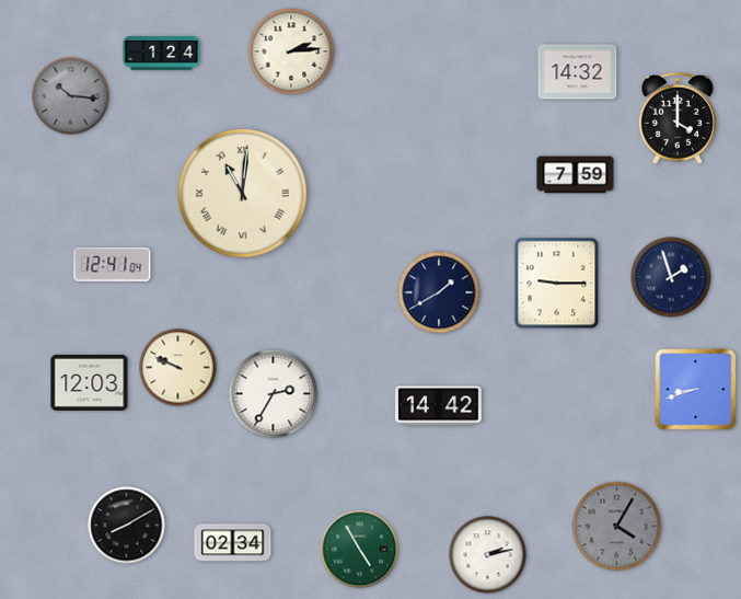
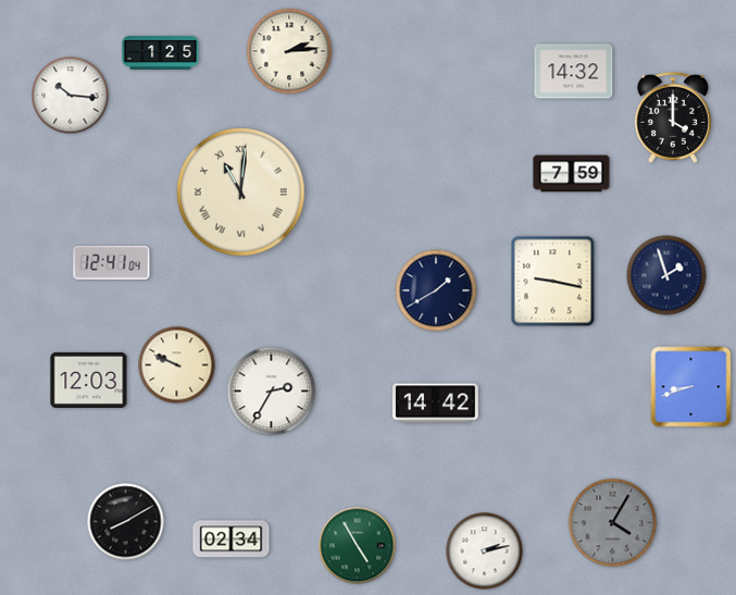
clock at (162, 54): 1:24 -> 1:25
clock at (71, 96) dial: grey -> white
clock at (557, 284): 9:15 -> 9:17
